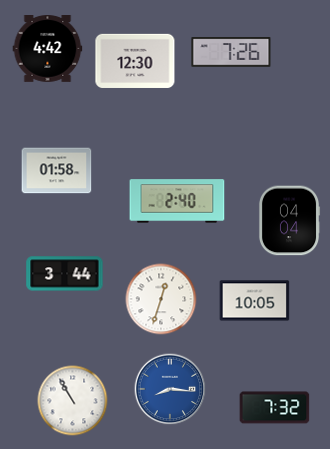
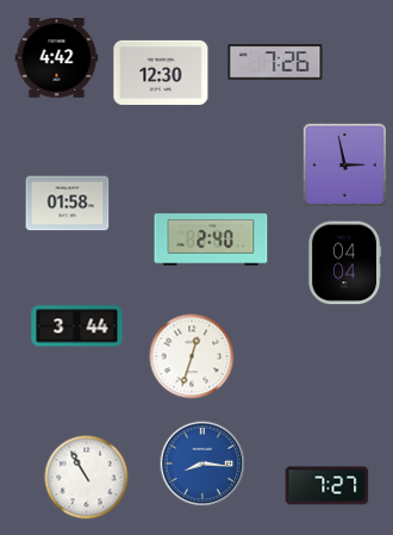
clock at (344, 164): none -> 2:58
clock at (255, 301): 10:05 -> none
clock at (275, 408): 7:32 -> 7:27
